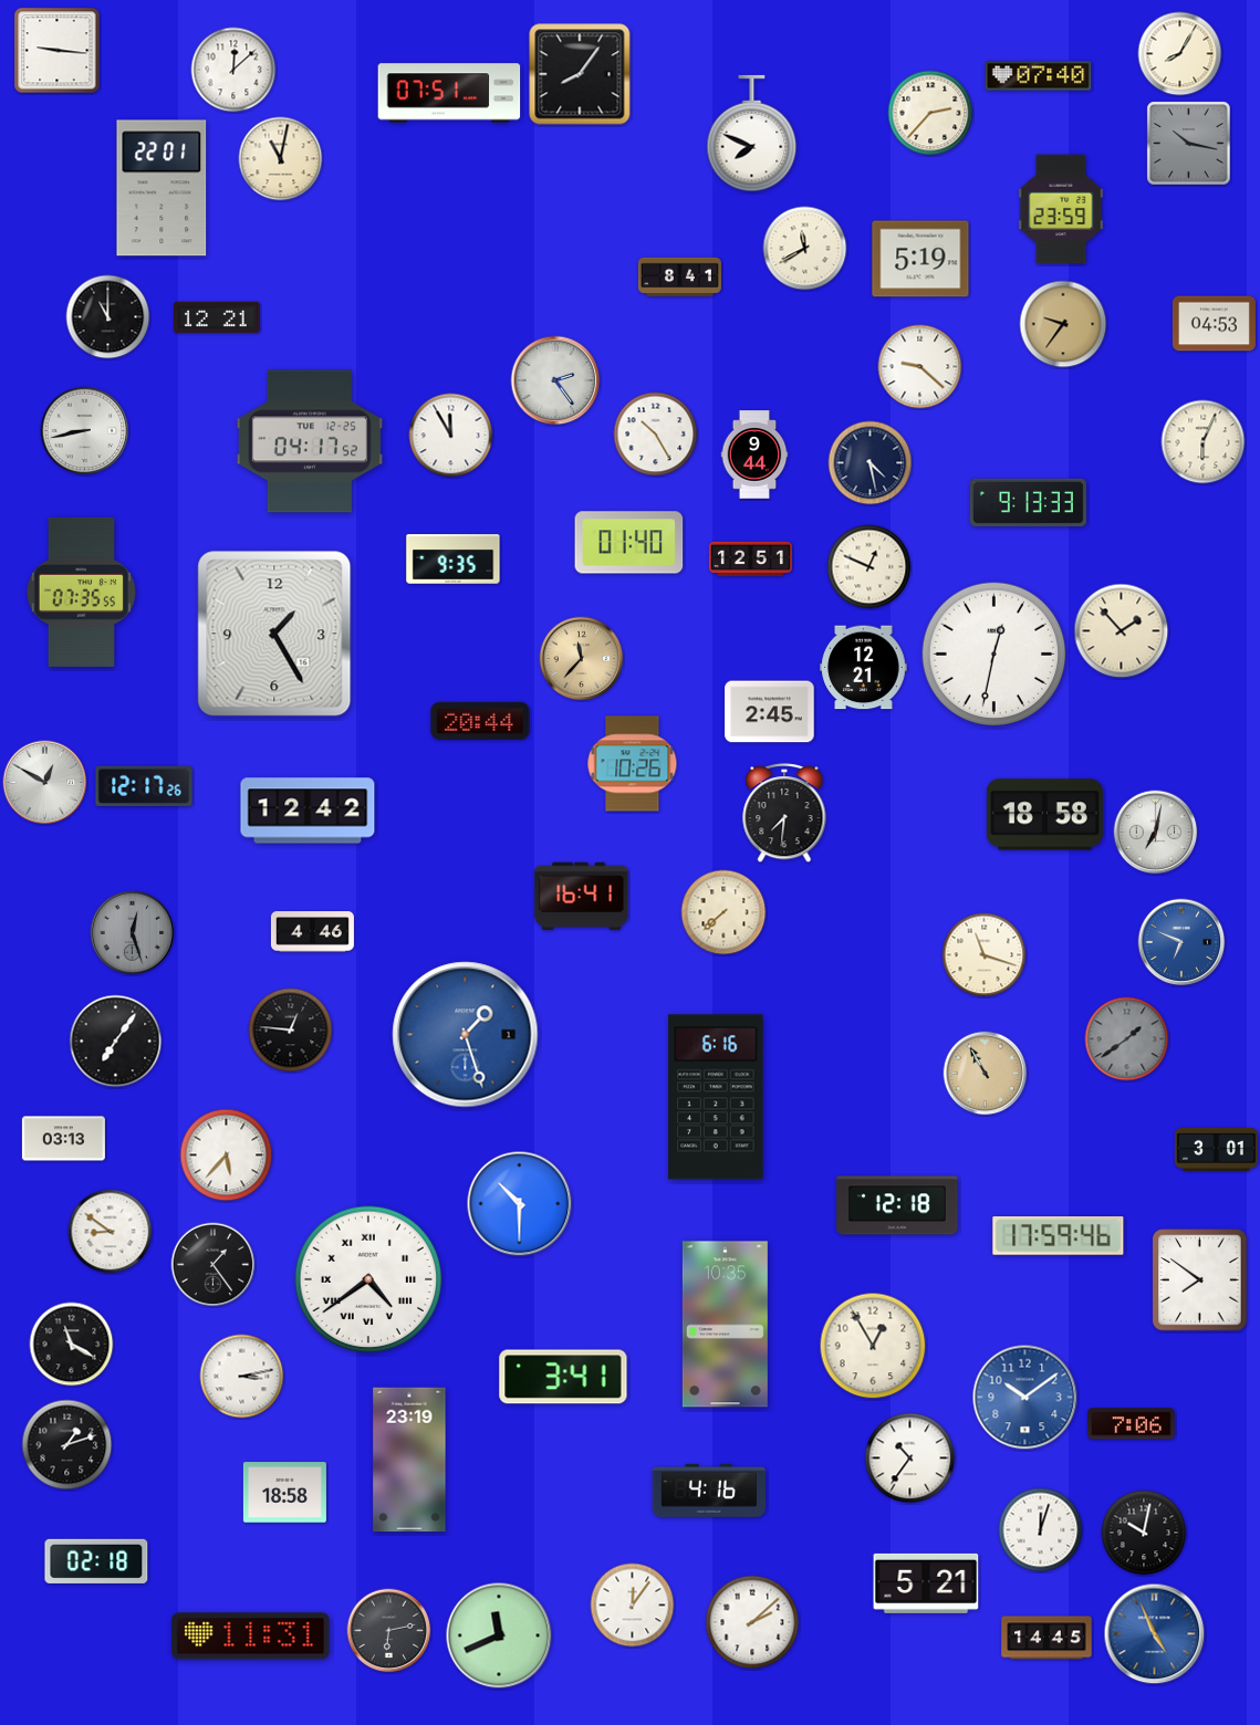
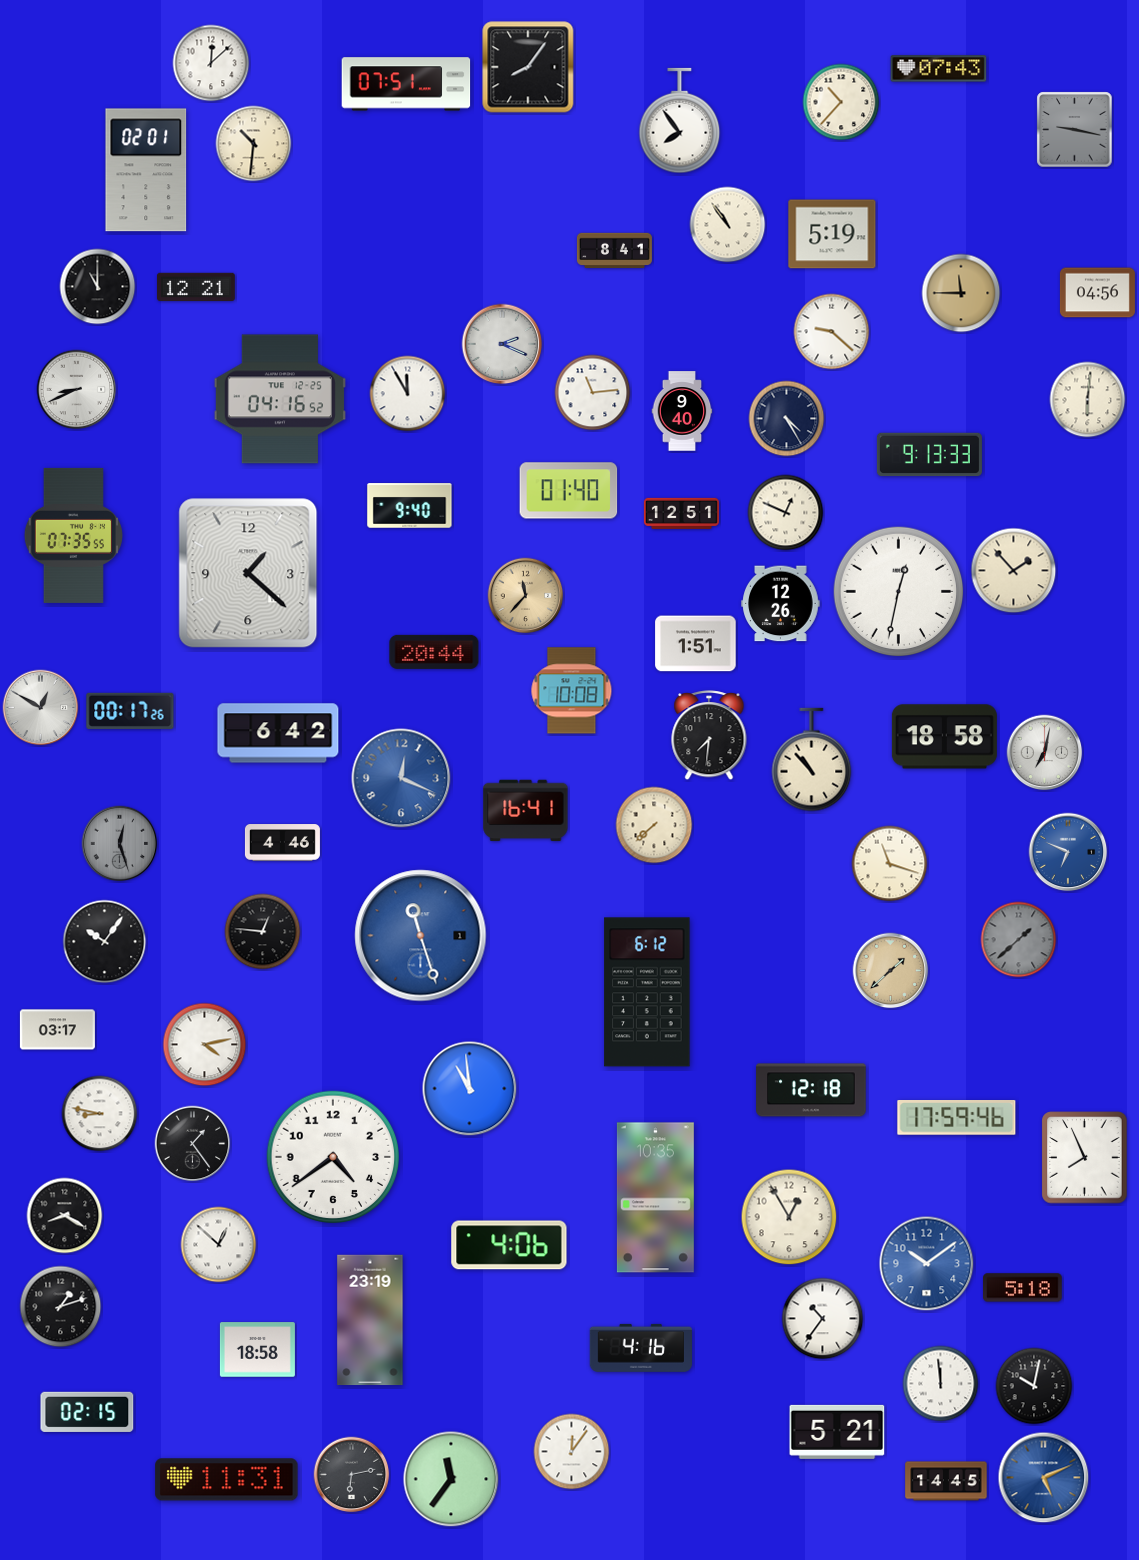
clock at (58, 51): 9:16 -> none
clock at (1180, 54): 8:05 -> none
clock at (580, 74) position: (580, 74) -> (528, 67)
clock at (1039, 76): 07:40 -> 07:43
clock at (930, 113): 2:37 -> 10:37
clock at (752, 134): 7:49 -> 7:54
clock at (1189, 144): 10:17 -> 9:17
clock at (281, 159): 11:02 -> 10:31
clock at (162, 188): 22:01 -> 02:01
clock at (1061, 209): 23:59 -> none
clock at (805, 249): 11:40 -> 10:54
clock at (1063, 324): 9:36 -> 11:45
clock at (1214, 324): 04:53 -> 04:56
clock at (555, 380): 2:24 -> 2:19
clock at (85, 431): 8:43 -> 8:41
clock at (656, 435): 10:25 -> 11:14
clock at (310, 441): 04:17 -> 04:16
clock at (1204, 442): 6:04 -> 6:01
clock at (754, 454): 9:44 -> 9:40
clock at (871, 463): 4:28 -> 4:25
clock at (750, 558) position: (750, 558) -> (681, 513)
clock at (454, 560): 9:35 -> 9:40
clock at (274, 634): 1:25 -> 1:22
clock at (864, 668): 12:21 -> 12:26
clock at (770, 712): 2:45 -> 1:51
clock at (633, 764): 10:26 -> 10:08
clock at (144, 786): 12:17 -> 00:17
clock at (308, 811): 12:42 -> 6:42
clock at (812, 760): none -> 10:53
clock at (401, 778): none -> 12:19
clock at (466, 1035): 1:27 -> 11:27
clock at (1127, 1039): 1:39 -> 1:38
clock at (116, 1042): 7:06 -> 10:06
clock at (986, 1074): 10:55 -> 1:38
clock at (716, 1097): 6:16 -> 6:12
clock at (63, 1139): 03:13 -> 03:17
clock at (1216, 1149): 3:01 -> none
clock at (227, 1156): 5:37 -> 4:13
clock at (520, 1204): 10:30 -> 10:59
clock at (111, 1232): 8:51 -> 8:47
clock at (368, 1279) numerals: Roman -> Arabic
clock at (1200, 1280): 7:51 -> 7:56
clock at (72, 1345): 11:20 -> 8:20
clock at (242, 1377): 3:13 -> 12:52
clock at (563, 1377): 3:41 -> 4:06
clock at (1132, 1424): 7:06 -> 5:18
clock at (1041, 1530): 12:03 -> 11:59
clock at (96, 1561): 02:18 -> 02:15
clock at (752, 1622): 2:08 -> none
clock at (1155, 1634): 4:56 -> 5:11
clock at (499, 1635): 11:41 -> 11:36
